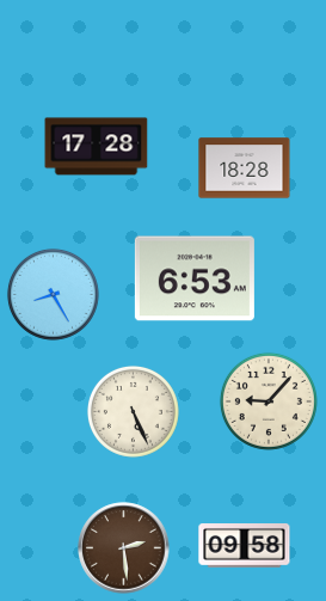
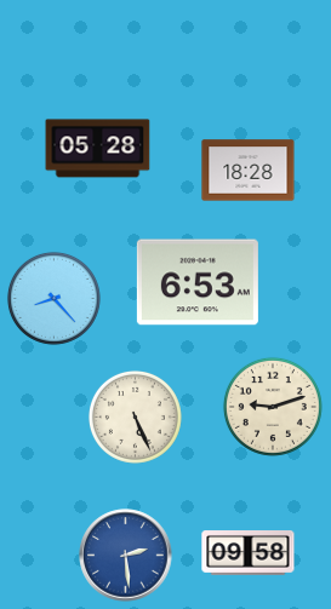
clock at (97, 147): 17:28 -> 05:28
clock at (53, 294): 8:25 -> 8:23
clock at (269, 401): 9:07 -> 9:12
clock at (124, 548) dial: brown -> blue
